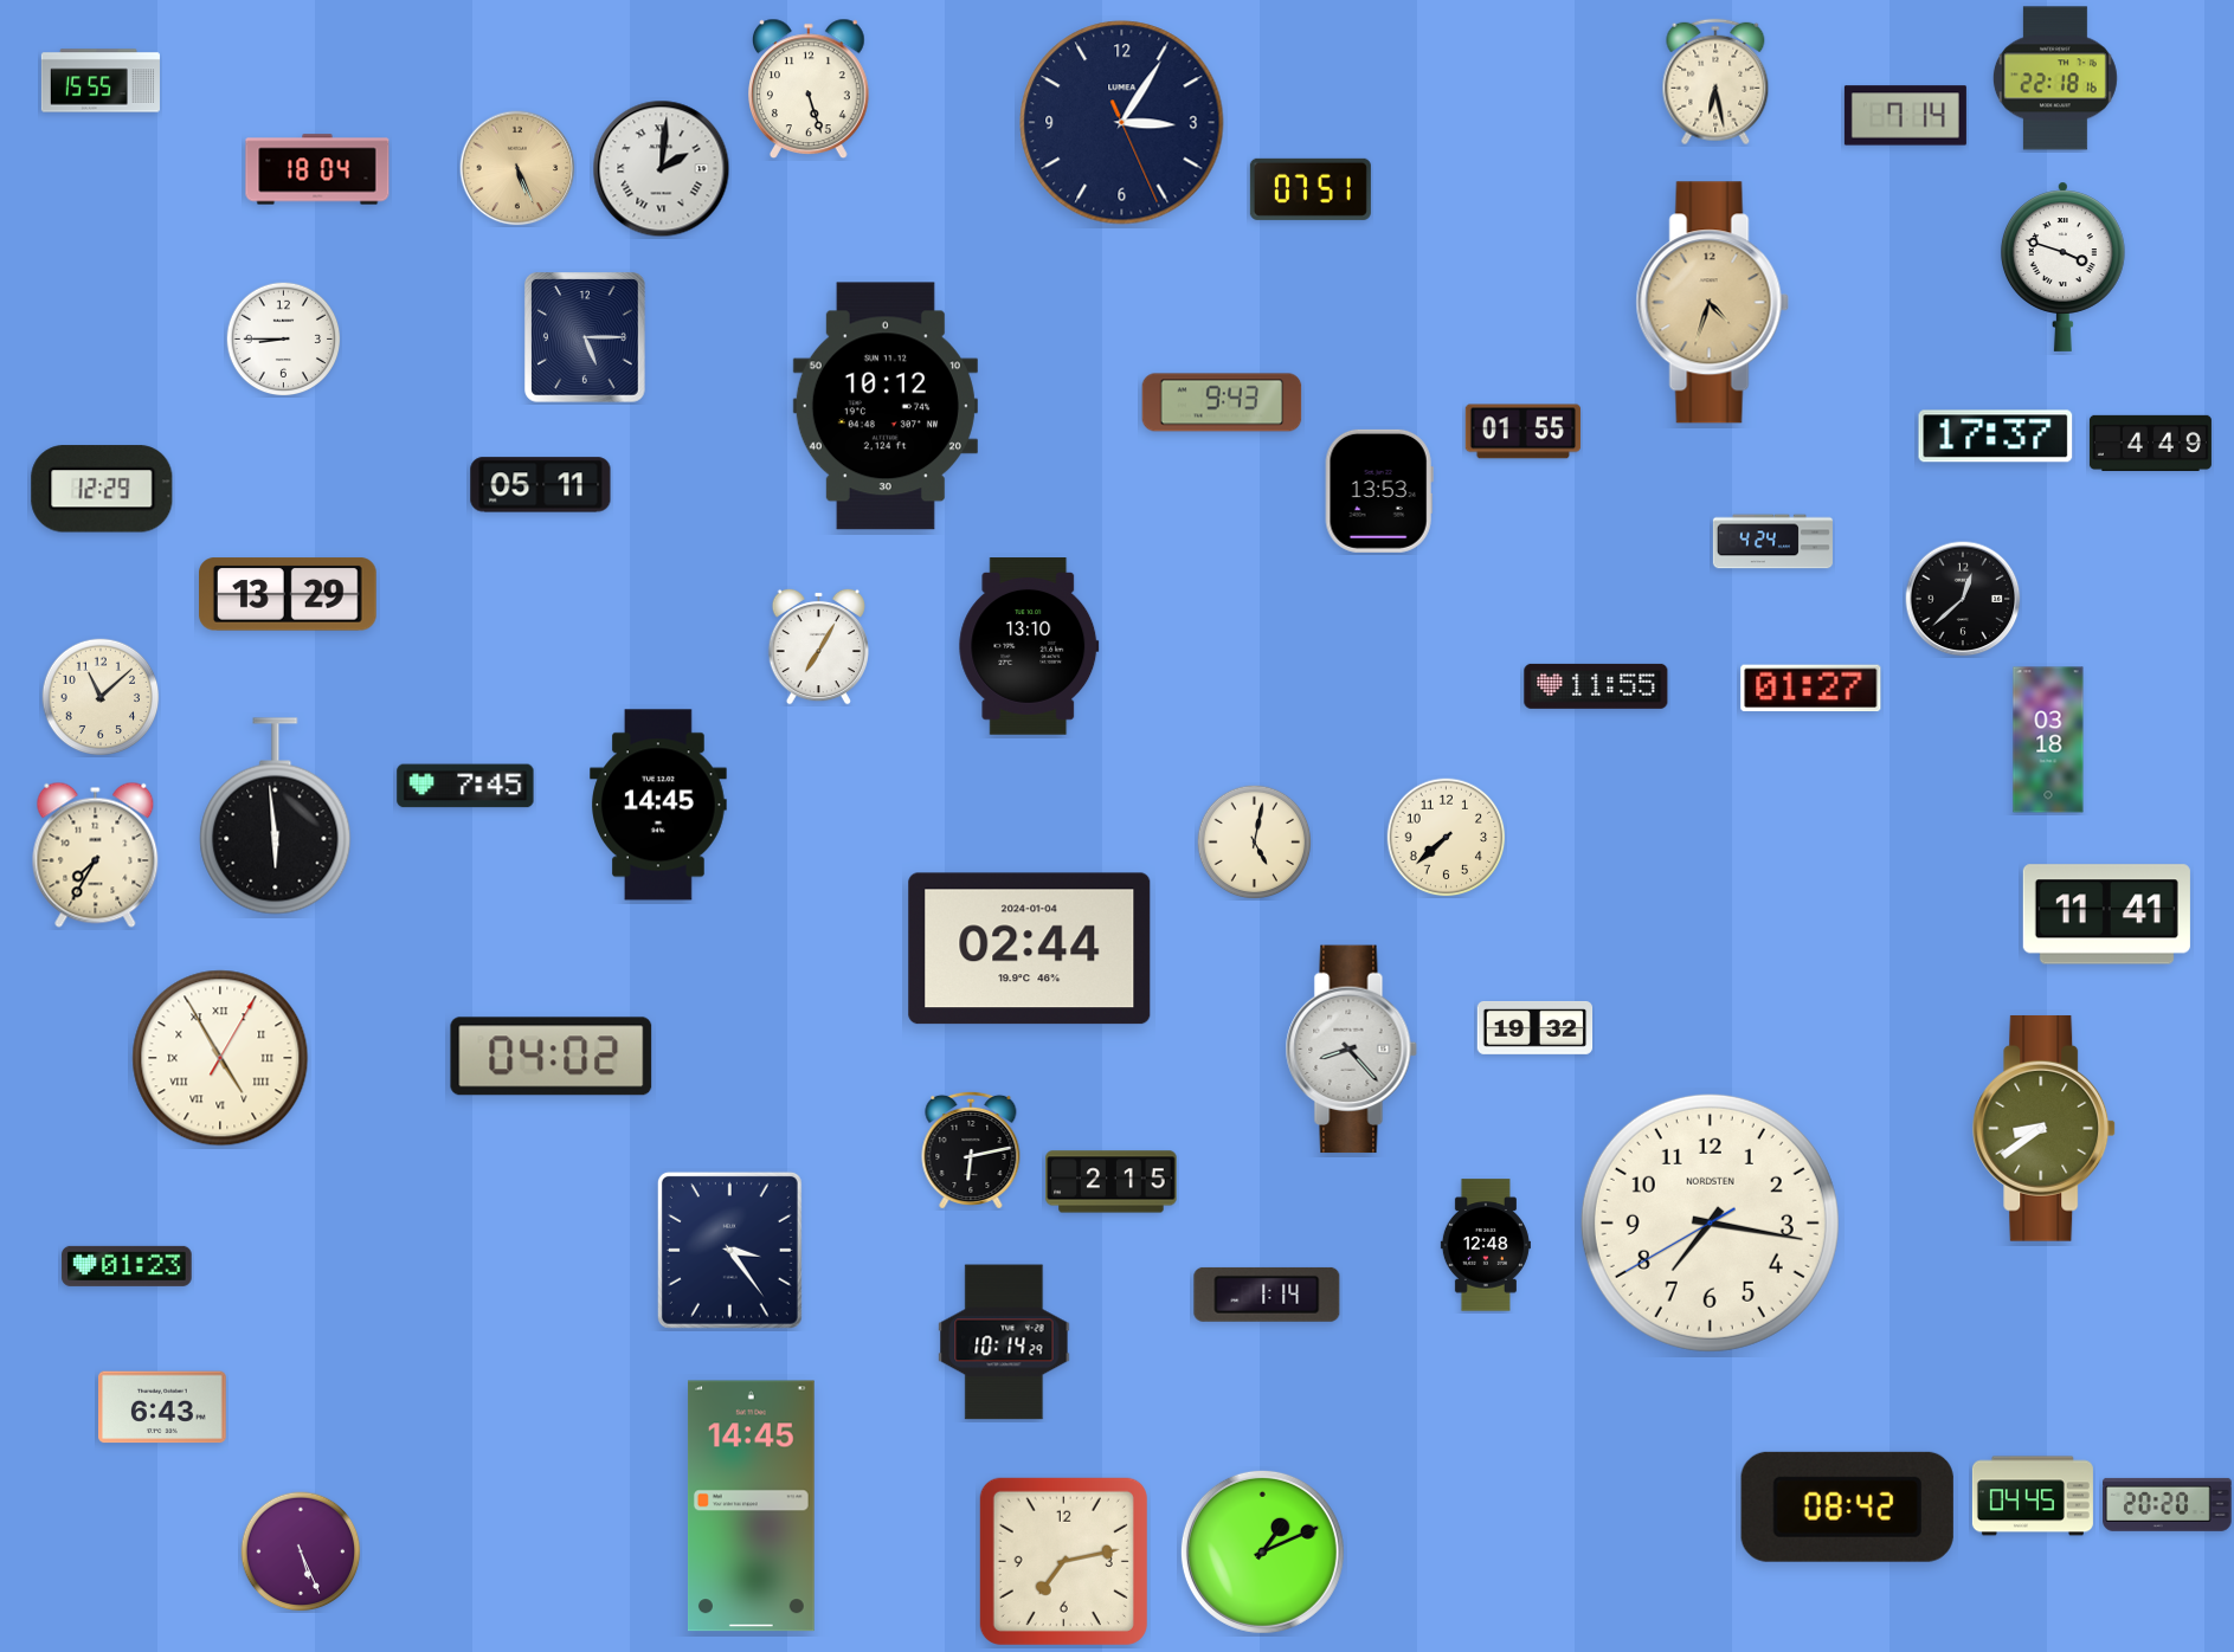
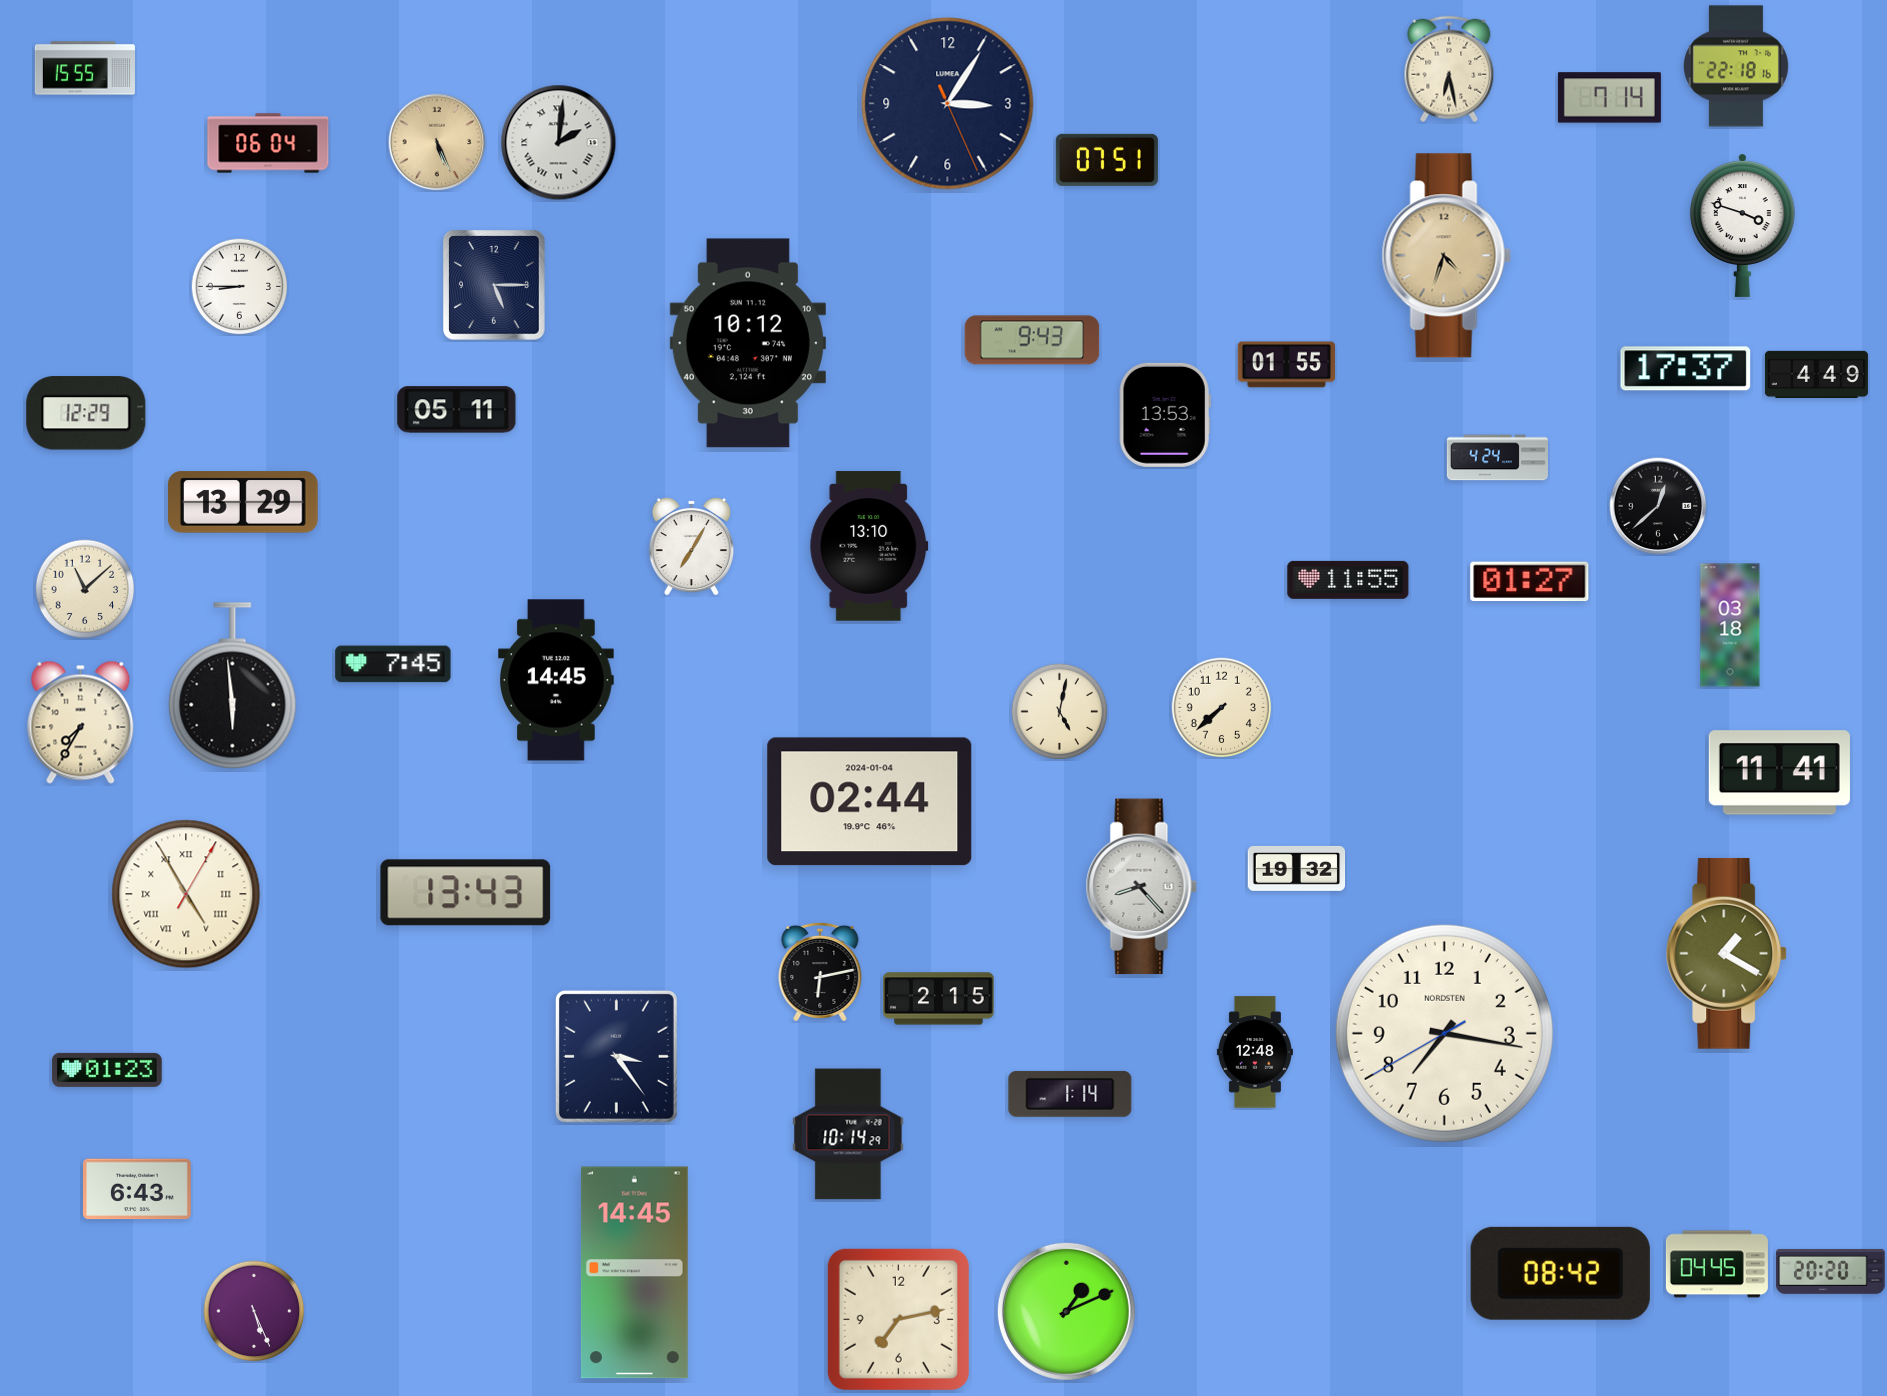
clock at (810, 89): 5:27 -> none
clock at (317, 169): 18:04 -> 06:04
clock at (276, 817) position: (276, 817) -> (233, 686)
clock at (552, 1057): 04:02 -> 13:43
clock at (2045, 1128): 8:39 -> 1:20
